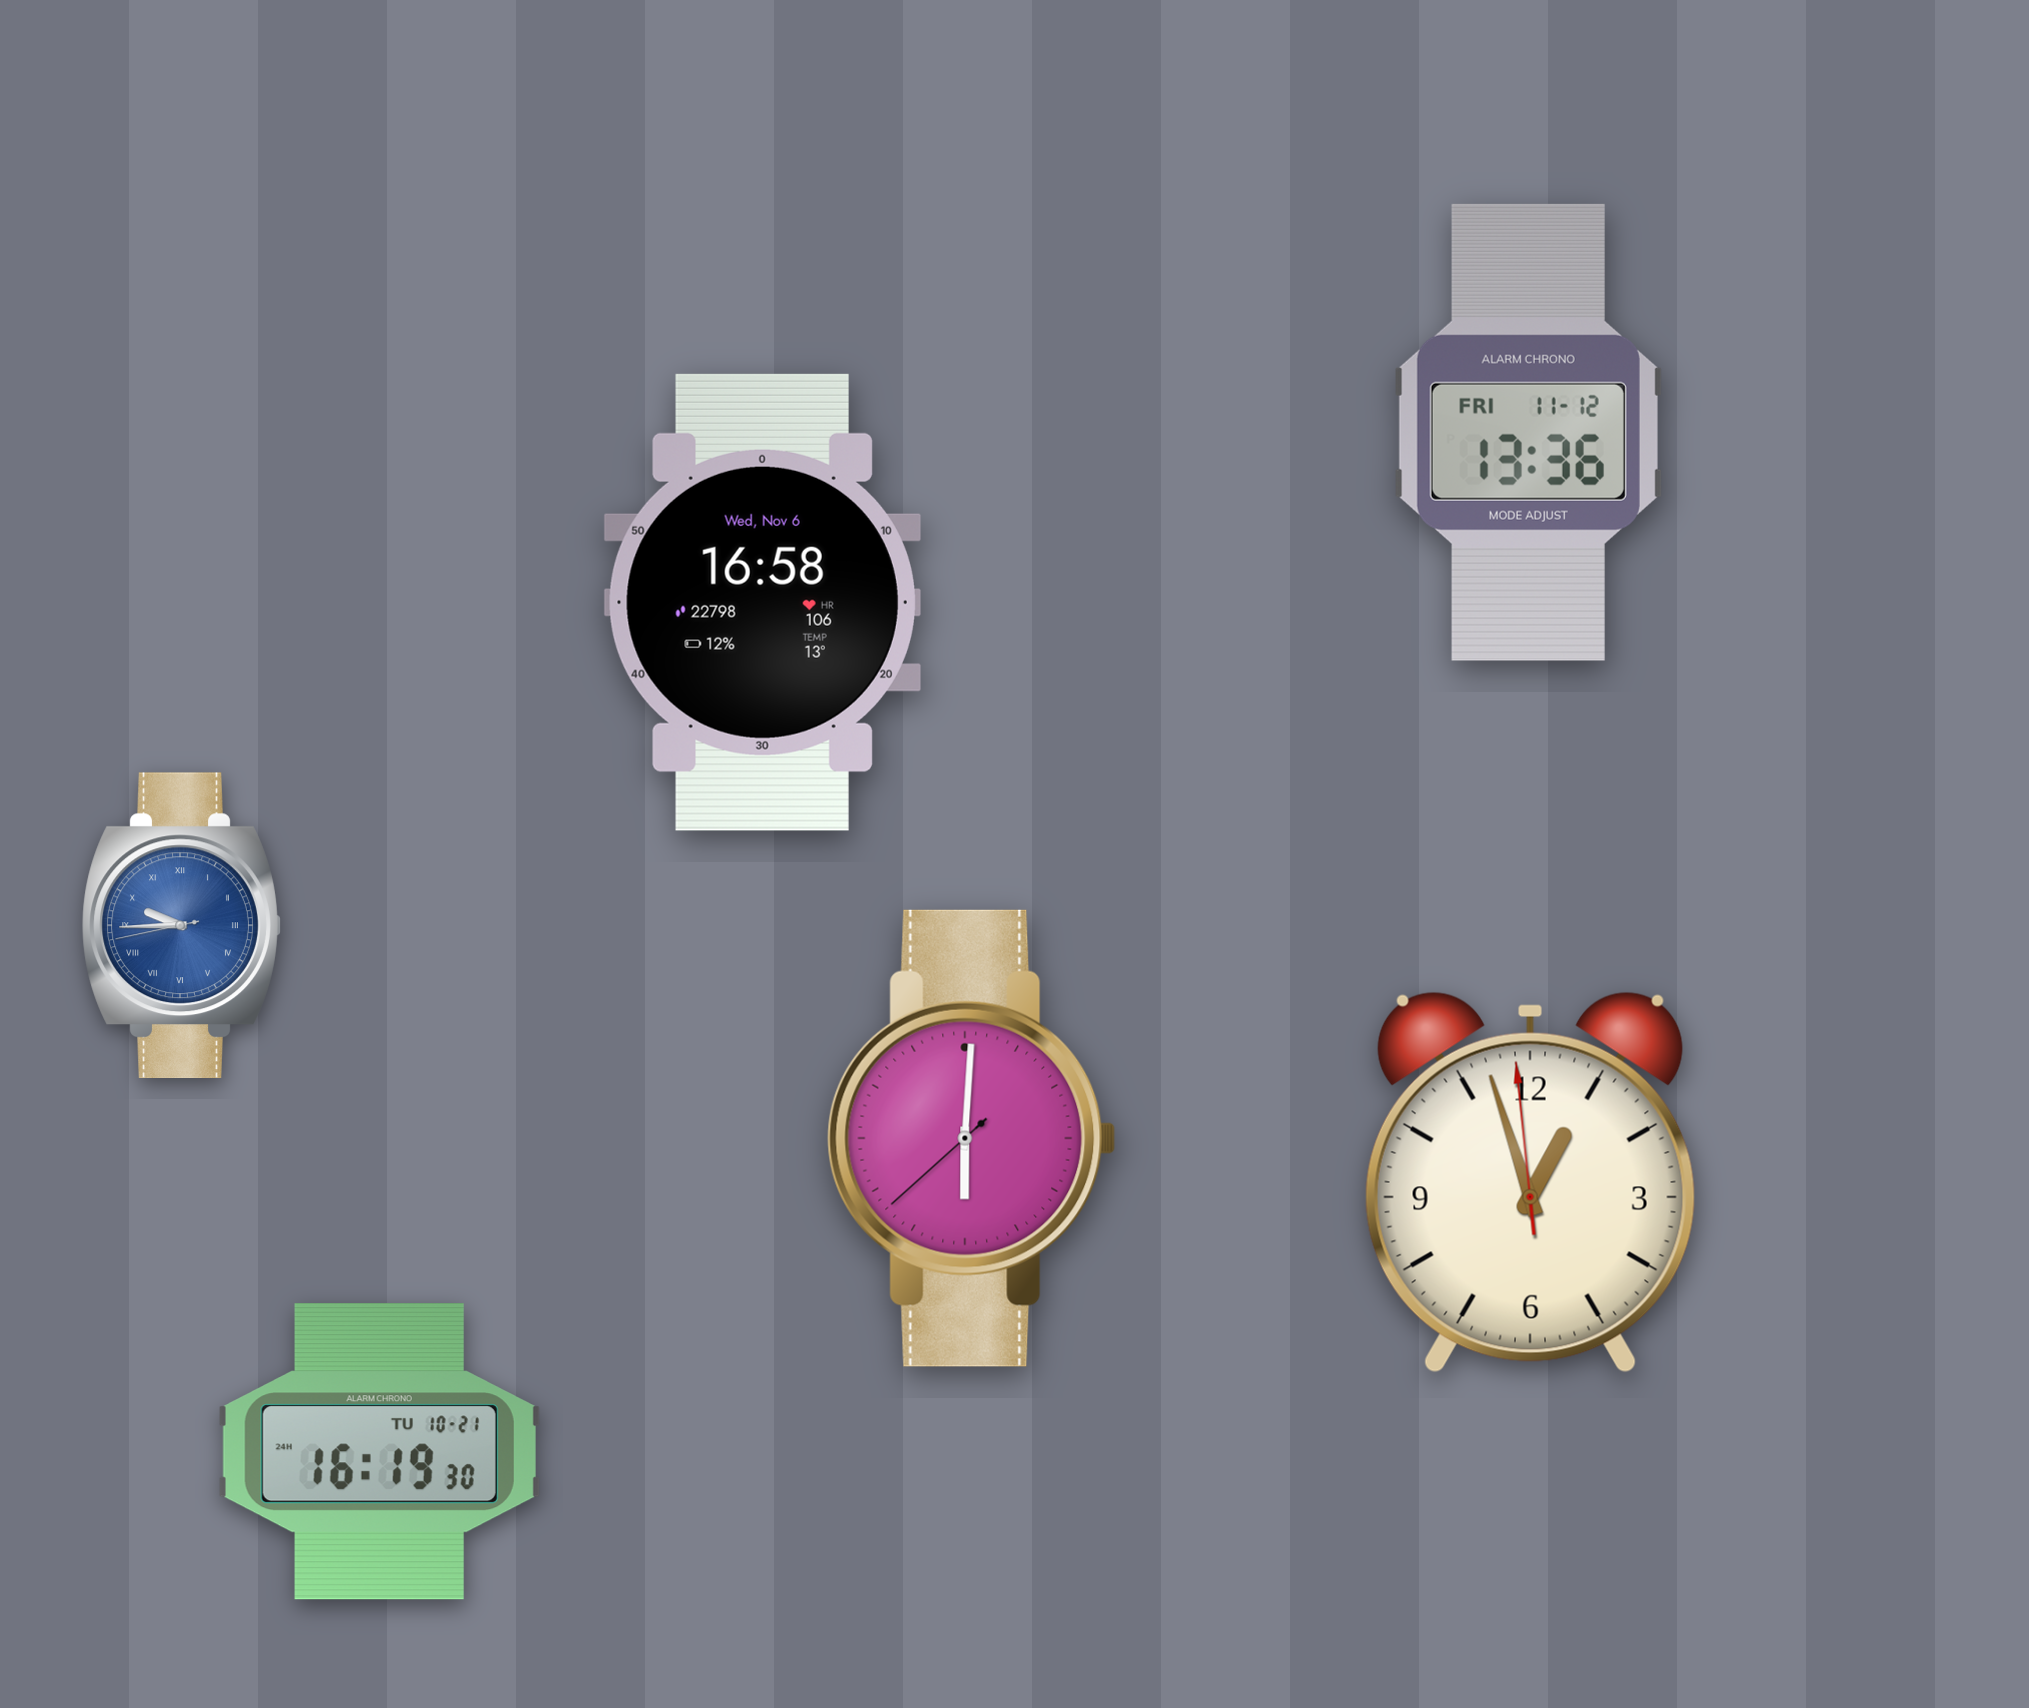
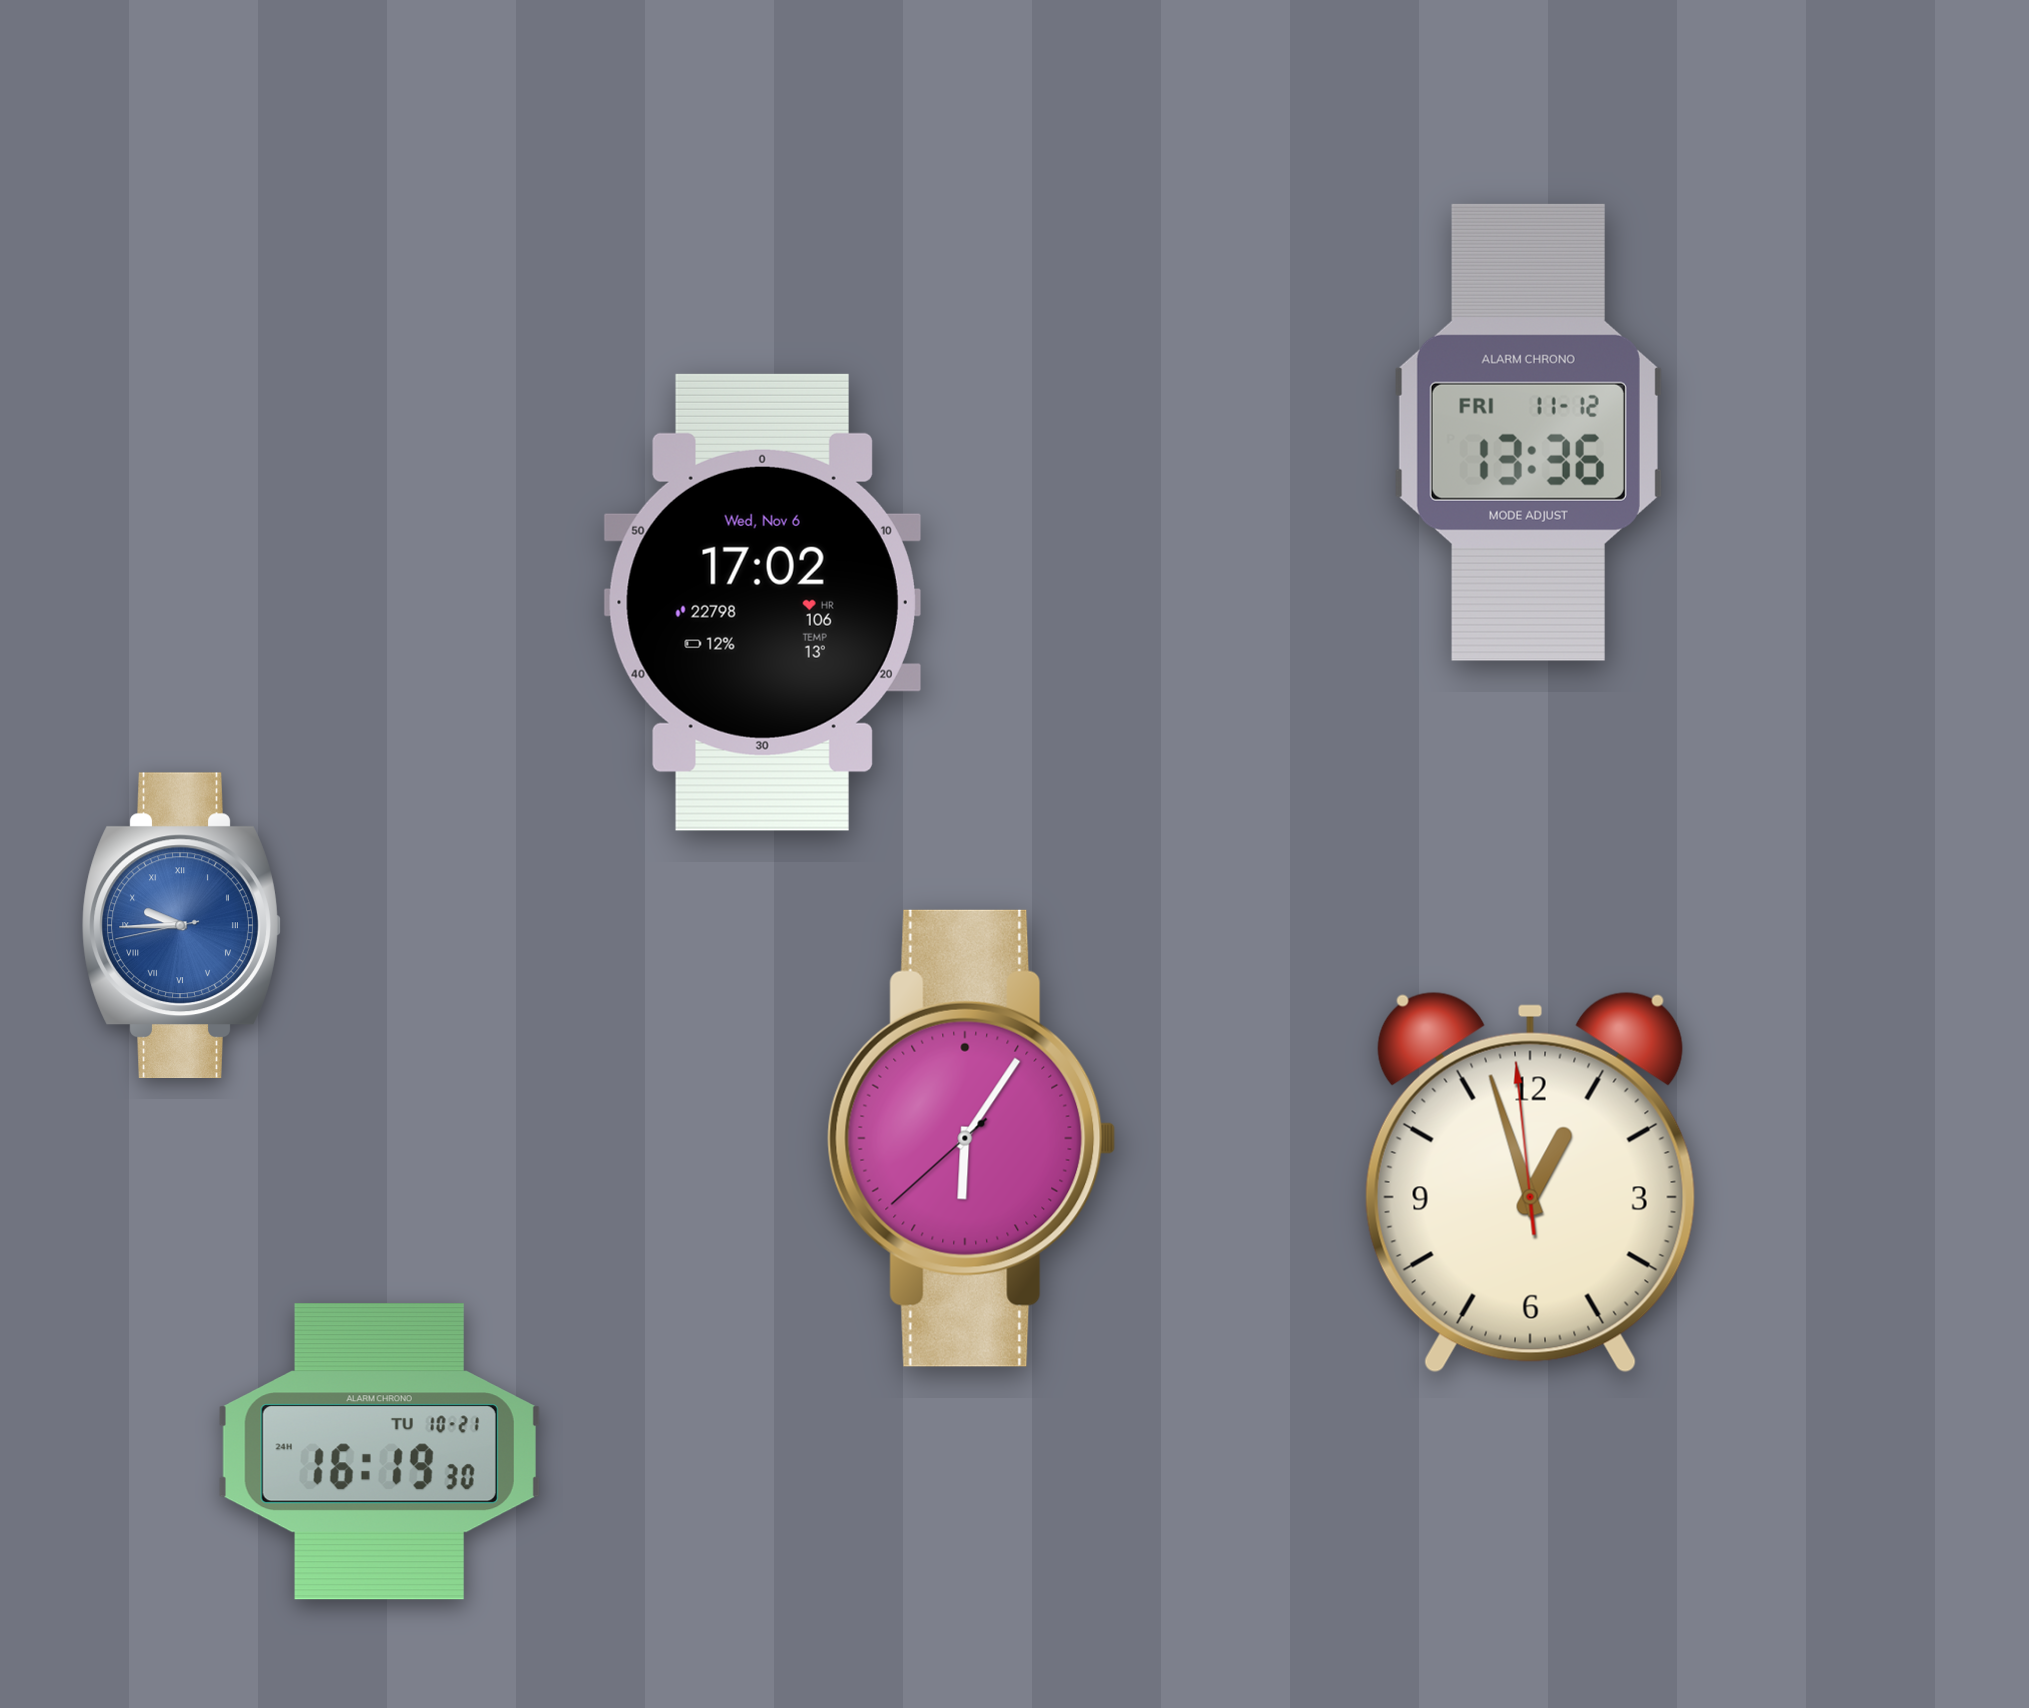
clock at (762, 602): 16:58 -> 17:02
clock at (972, 1138): 6:00 -> 6:05
